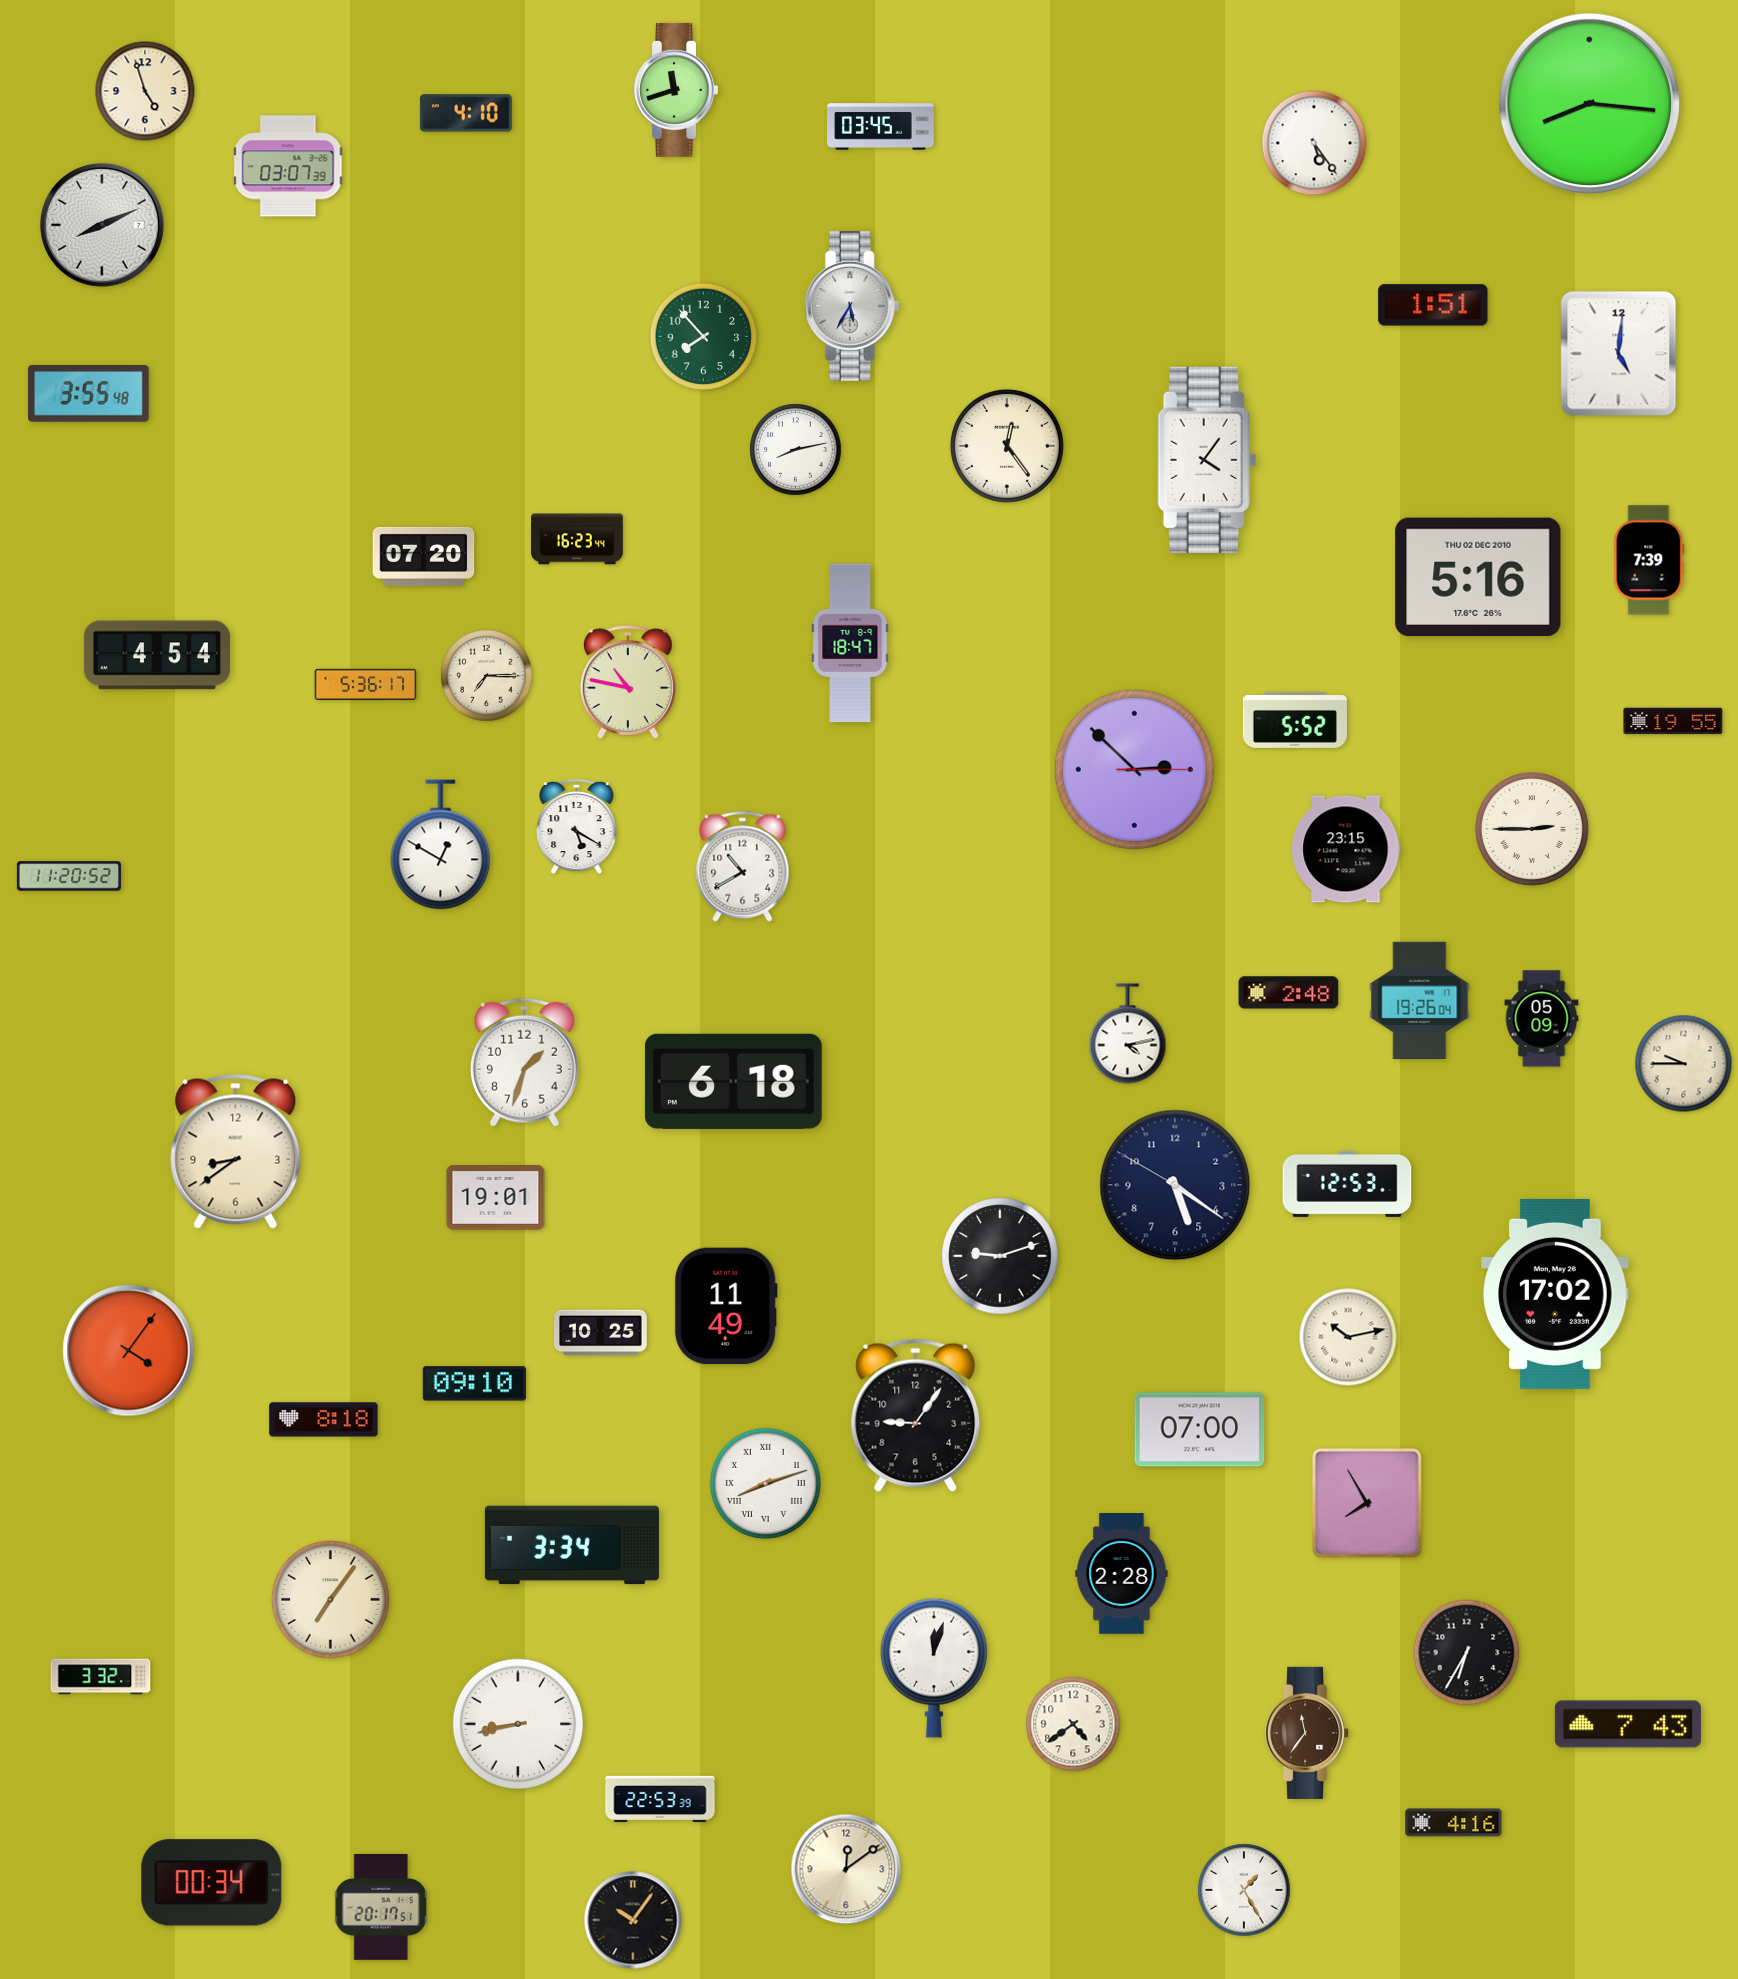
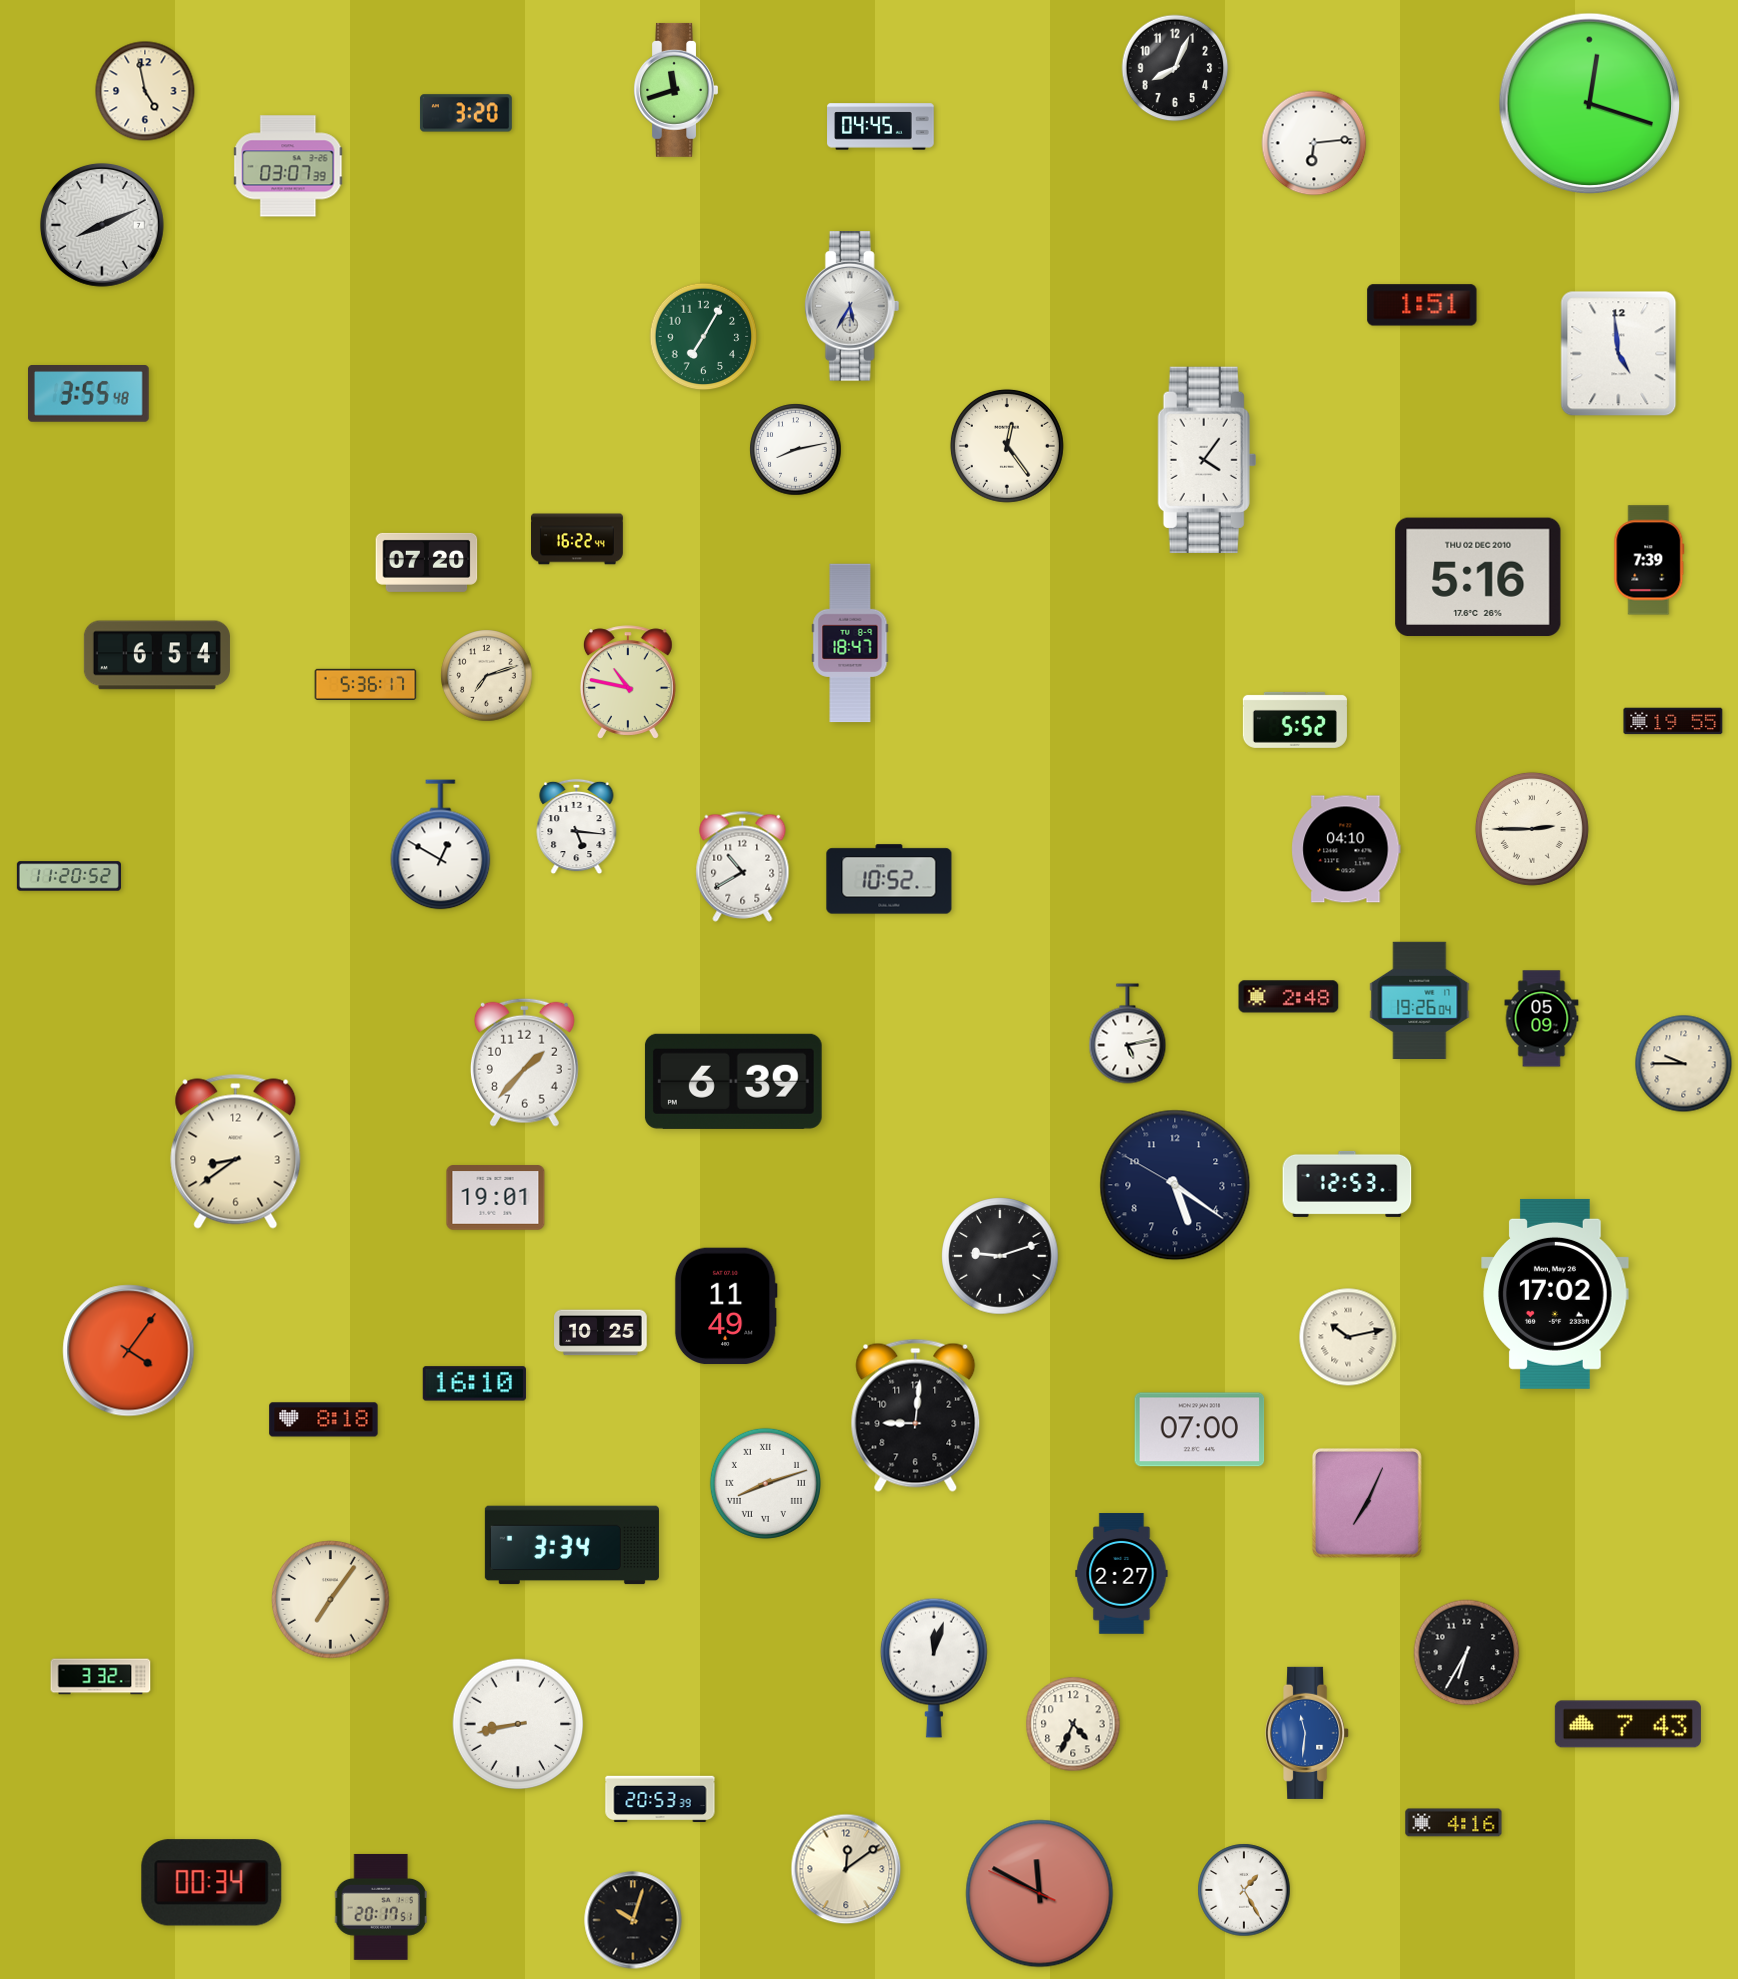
clock at (1175, 68): none -> 8:04
clock at (145, 91): 4:57 -> 4:58
clock at (1590, 104): 8:16 -> 12:18
clock at (466, 113): 4:10 -> 3:20
clock at (881, 127): 03:45 -> 04:45
clock at (1314, 143): 5:24 -> 6:14
clock at (1433, 305) position: (1433, 305) -> (1422, 305)
clock at (704, 337): 7:53 -> 7:05
clock at (1619, 354): 5:01 -> 4:59
clock at (578, 539): 16:23 -> 16:22
clock at (424, 556) position: (424, 556) -> (427, 562)
clock at (157, 655): 4:54 -> 6:54
clock at (487, 676): 7:15 -> 7:12
clock at (1134, 769): 2:52 -> none
clock at (577, 827): 5:20 -> 5:16
clock at (1346, 849): 23:15 -> 04:10
clock at (889, 879): none -> 10:52
clock at (1289, 993) position: (1289, 993) -> (1289, 997)
clock at (1128, 1034): 4:13 -> 5:13
clock at (524, 1062): 1:33 -> 1:37
clock at (733, 1081): 6:18 -> 6:39
clock at (474, 1384): 09:10 -> 16:10
clock at (916, 1415): 9:06 -> 9:01
clock at (1367, 1503): 7:55 -> 7:04
clock at (1122, 1574): 2:28 -> 2:27
clock at (1073, 1724): 4:39 -> 4:34
clock at (1308, 1733): 11:36 -> 11:31
clock at (1308, 1733) dial: brown -> blue
clock at (660, 1799): 22:53 -> 20:53
clock at (1040, 1894): none -> 11:49
clock at (633, 1920): 10:06 -> 10:03
